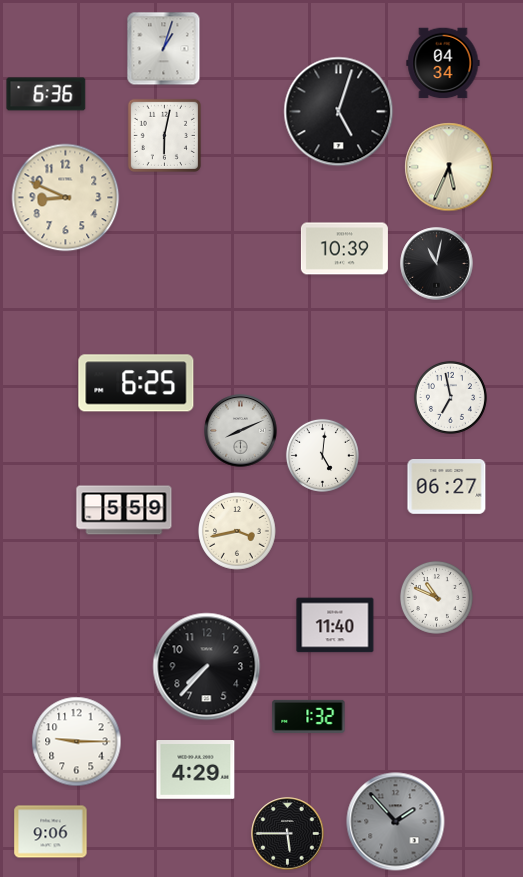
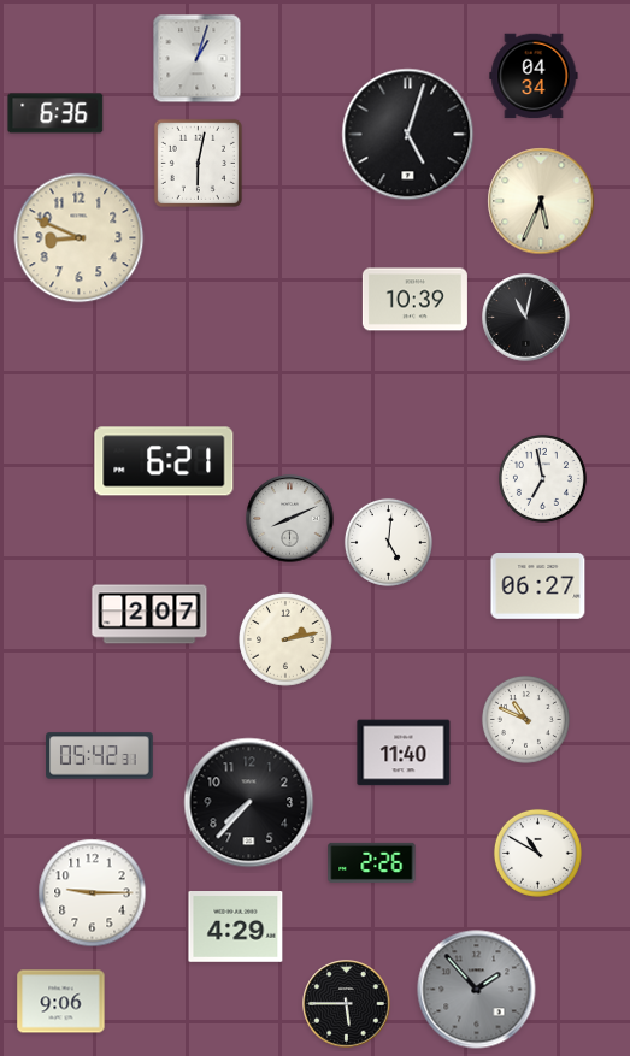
clock at (136, 383): 6:25 -> 6:21
clock at (322, 455) position: (322, 455) -> (388, 542)
clock at (124, 510): 5:59 -> 2:07
clock at (238, 532): 3:43 -> 2:13
clock at (100, 756): none -> 05:42
clock at (537, 853): none -> 10:50
clock at (309, 716): 1:32 -> 2:26
